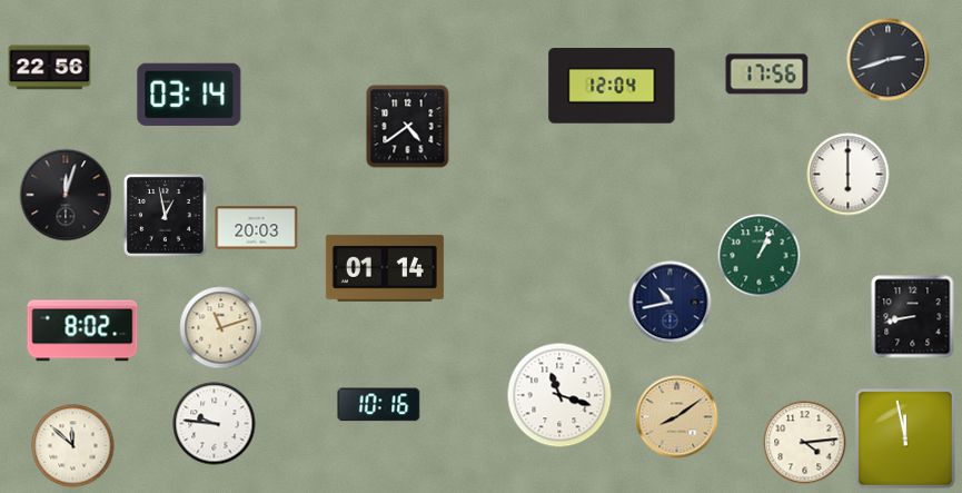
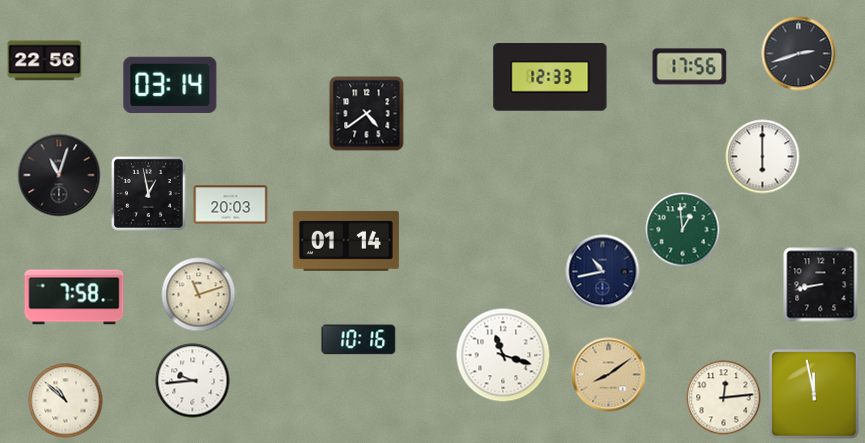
clock at (612, 86): 12:04 -> 12:33
clock at (66, 195): 12:03 -> 11:03
clock at (760, 256): 1:04 -> 12:59
clock at (82, 331): 8:02 -> 7:58
clock at (379, 405) position: (379, 405) -> (359, 340)
clock at (215, 424): 9:46 -> 9:44
clock at (805, 443): 4:14 -> 12:14
clock at (73, 446): 11:52 -> 10:52
